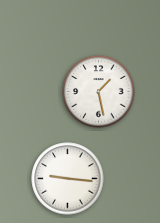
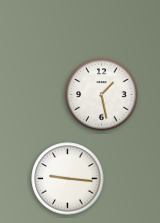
clock at (99, 92) position: (99, 92) -> (102, 95)
